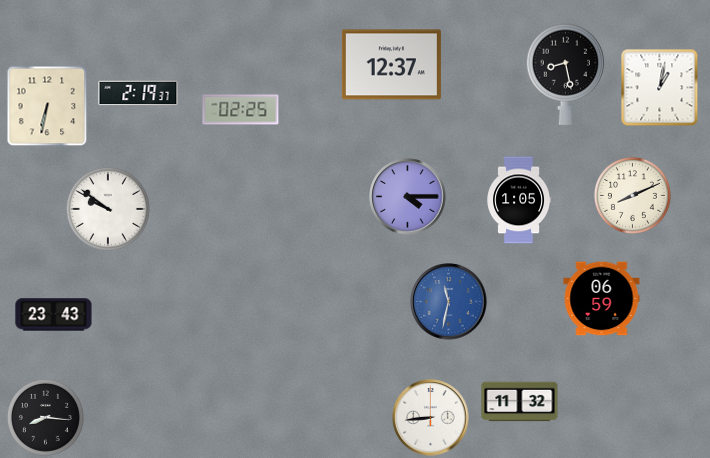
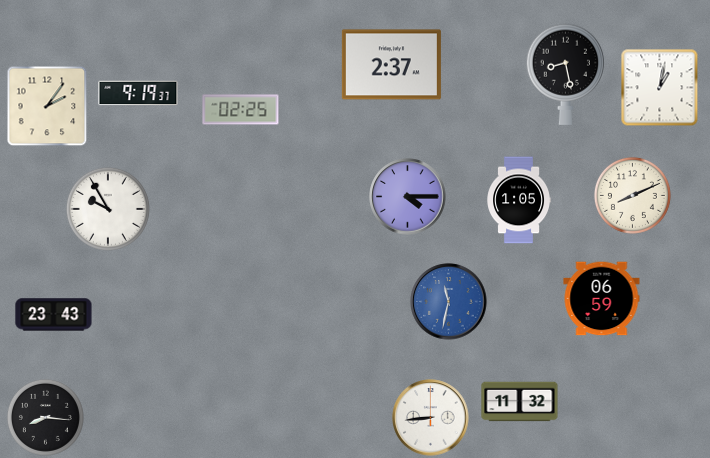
clock at (391, 65): 12:37 -> 2:37
clock at (138, 93): 2:19 -> 9:19
clock at (47, 106): 6:32 -> 2:06
clock at (108, 209): 9:51 -> 9:55
